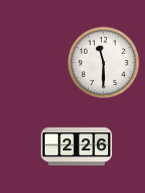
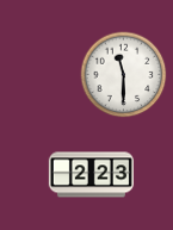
clock at (76, 147): 2:26 -> 2:23
